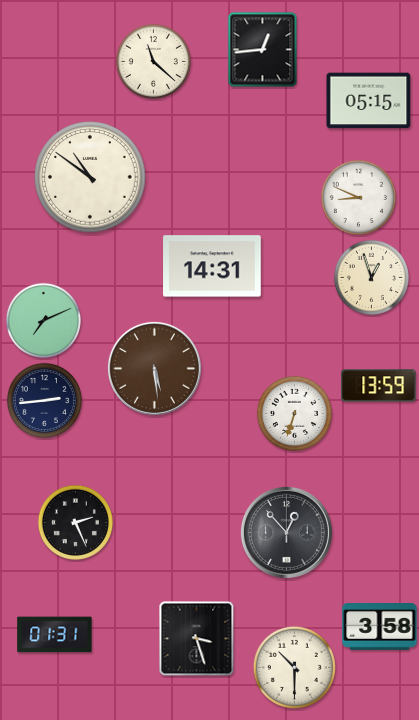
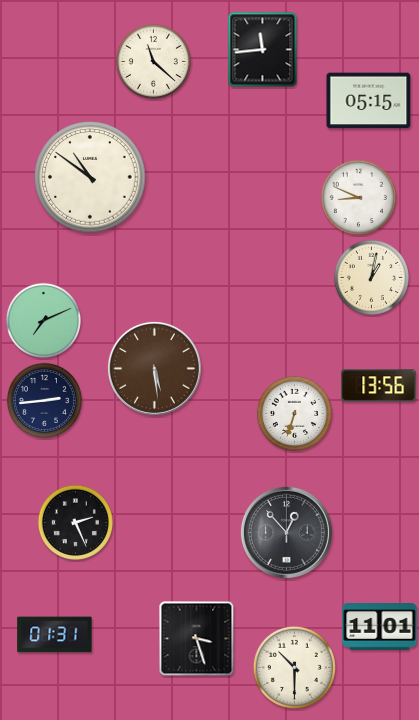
clock at (263, 50): 12:44 -> 11:44
clock at (212, 266): 14:31 -> none
clock at (371, 277): 12:57 -> 1:02
clock at (379, 386): 13:59 -> 13:56
clock at (380, 627): 3:58 -> 11:01
